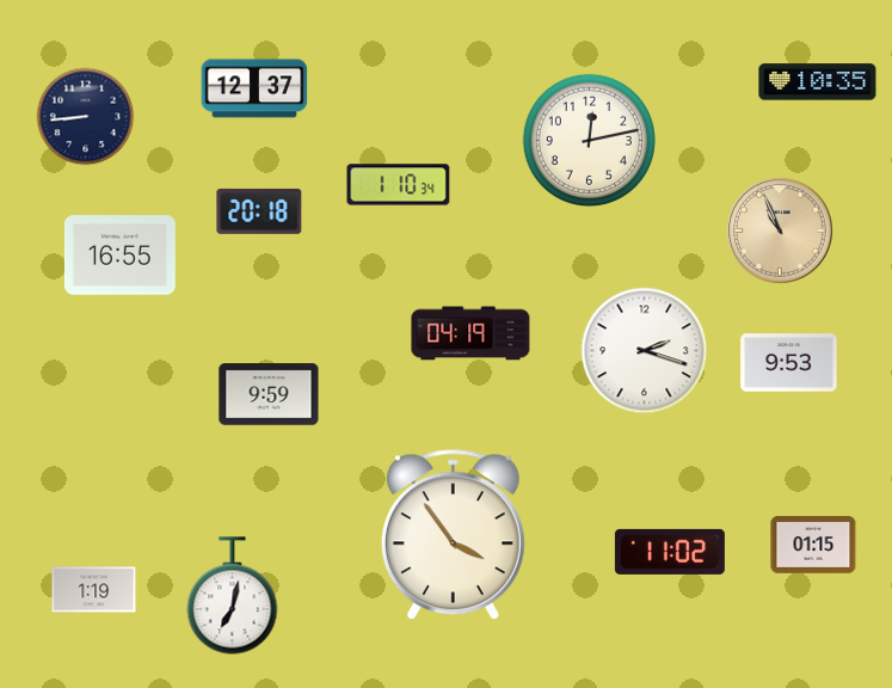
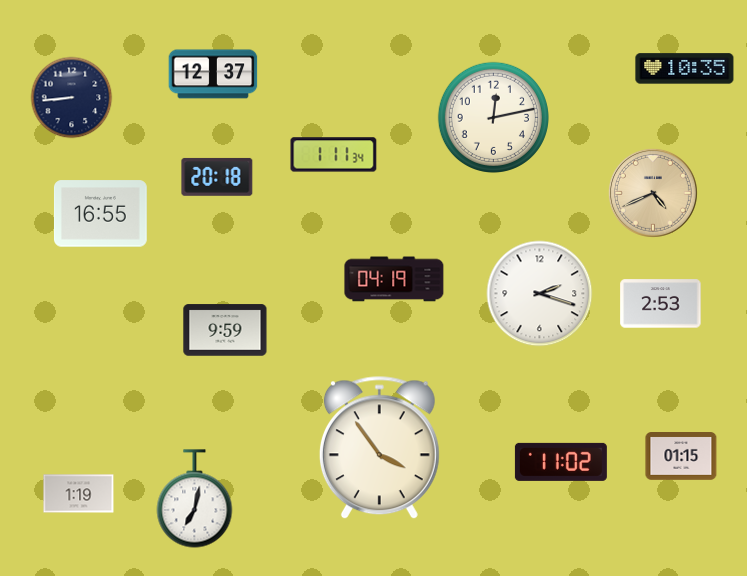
clock at (399, 185): 1:10 -> 1:11
clock at (780, 231): 10:56 -> 4:41
clock at (789, 363): 9:53 -> 2:53
